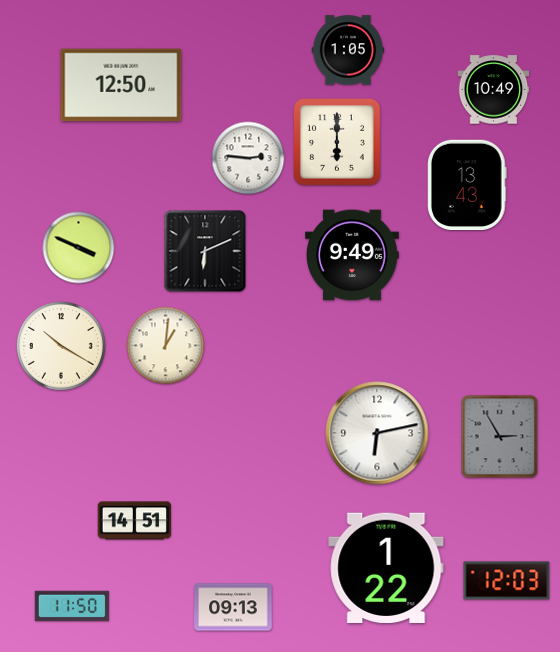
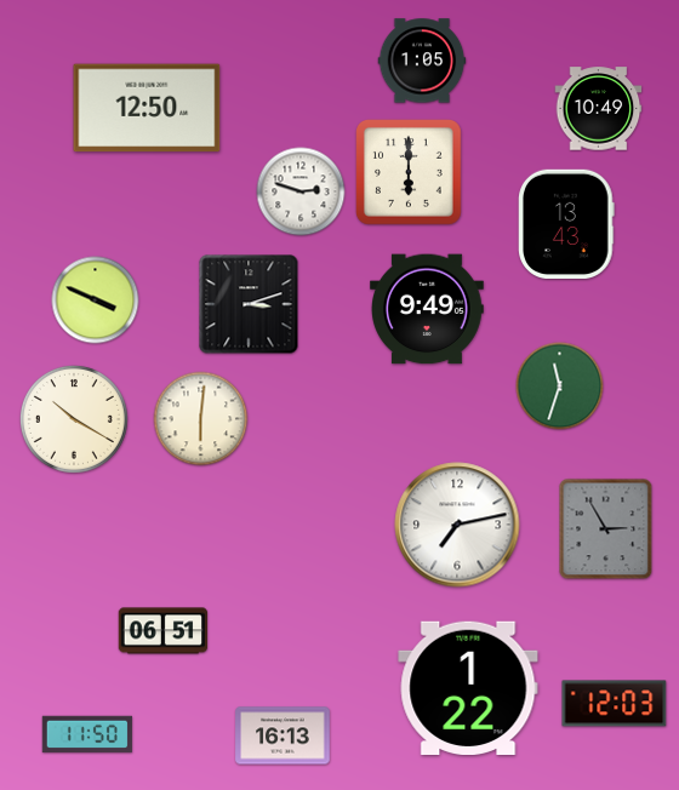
clock at (121, 85) position: (121, 85) -> (147, 108)
clock at (248, 158): 2:46 -> 2:48
clock at (205, 251): 6:11 -> 3:12
clock at (560, 387): none -> 11:33
clock at (166, 346): 1:01 -> 6:01
clock at (377, 433): 6:13 -> 7:13
clock at (135, 521): 14:51 -> 06:51
clock at (233, 607): 09:13 -> 16:13
